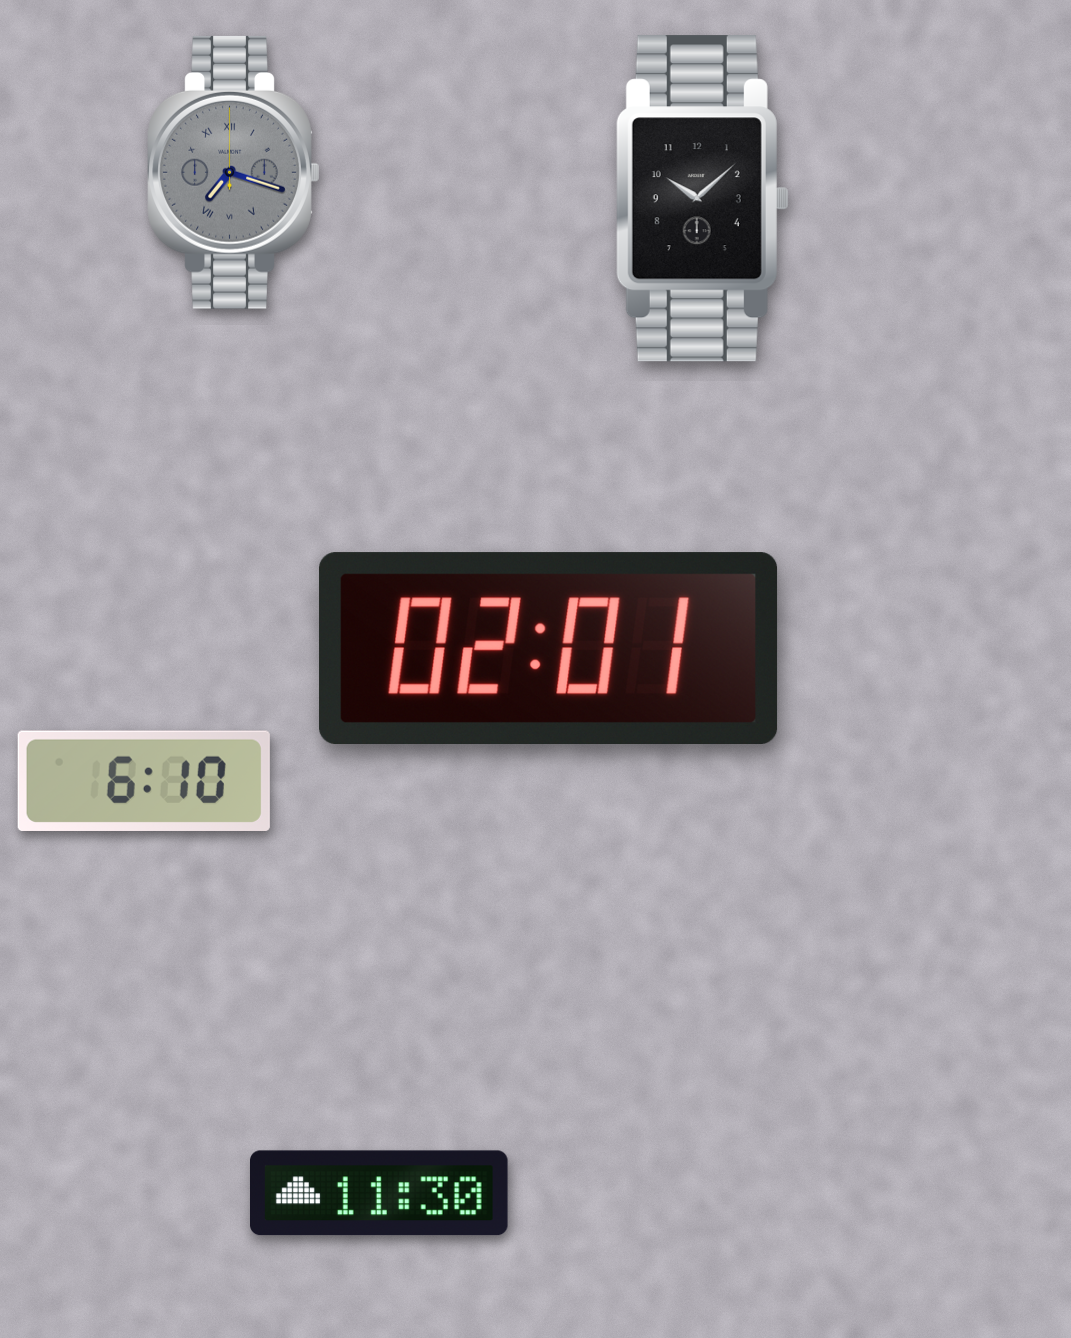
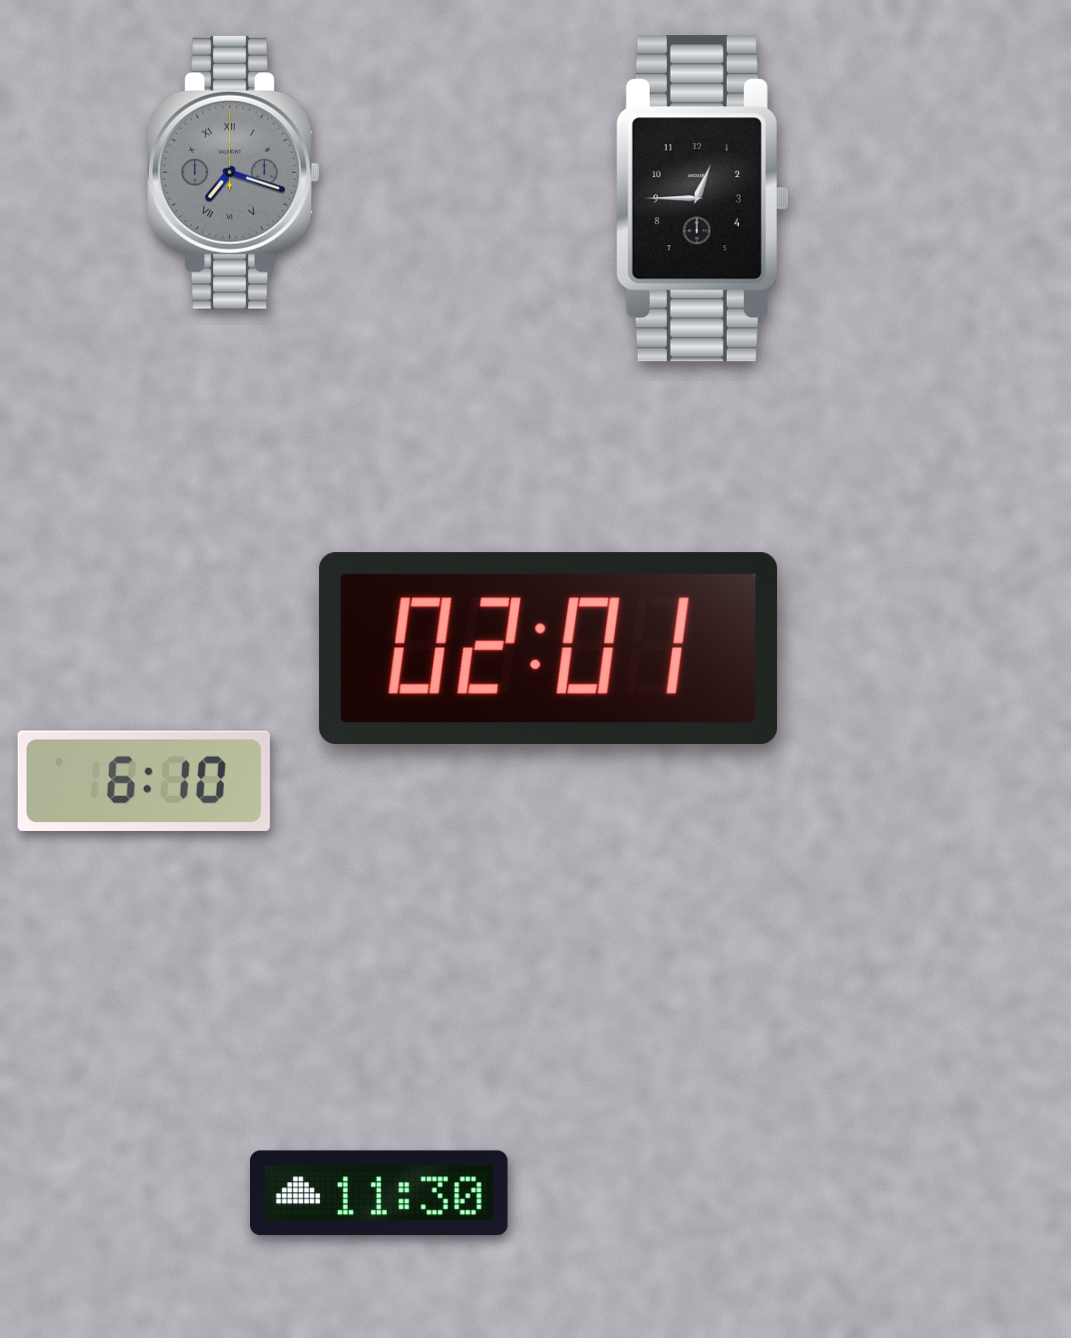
clock at (702, 199): 10:08 -> 12:45
